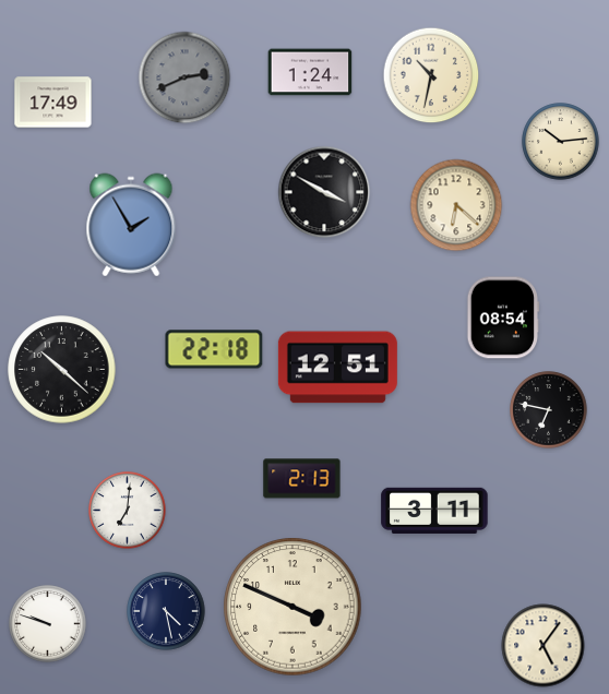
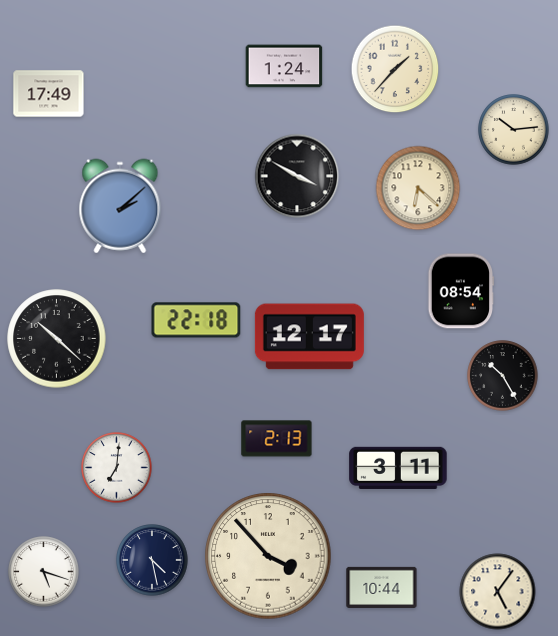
clock at (431, 75): 10:32 -> 1:37
clock at (184, 77): 2:41 -> none
clock at (131, 225): 1:55 -> 2:08
clock at (337, 368): 12:51 -> 12:17
clock at (549, 410): 6:47 -> 10:25
clock at (292, 607): 3:49 -> 3:53
clock at (48, 624): 9:48 -> 5:18
clock at (382, 587): none -> 10:44
